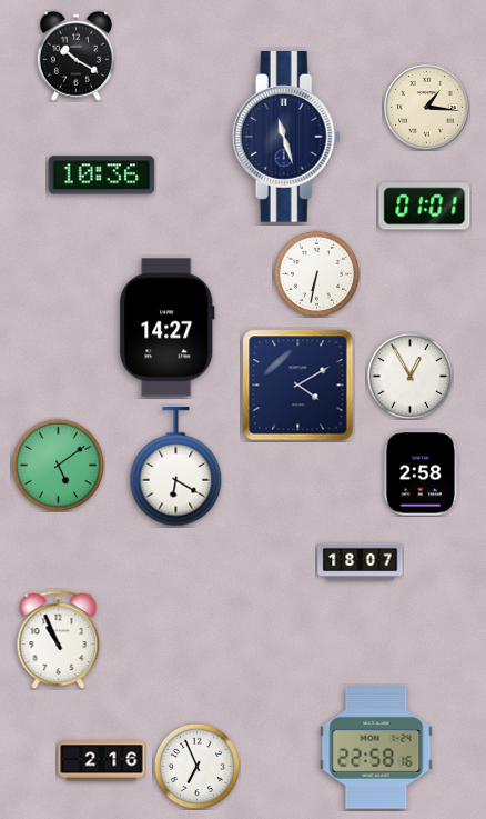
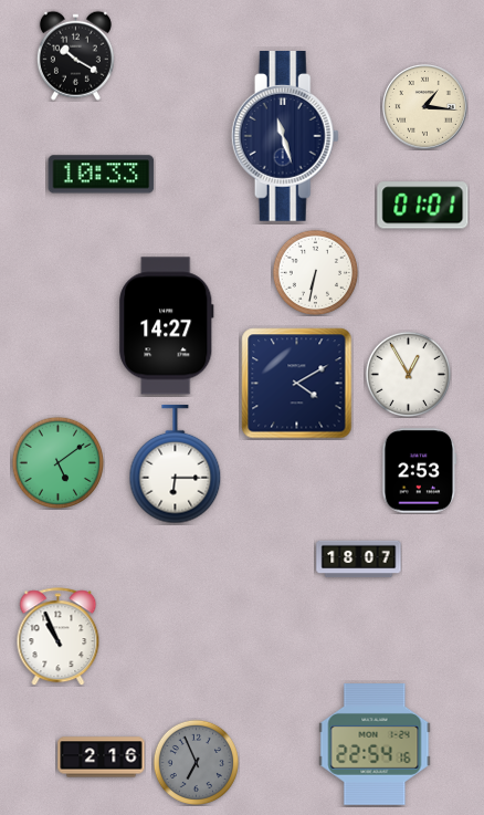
clock at (102, 176): 10:36 -> 10:33
clock at (176, 467): 6:20 -> 6:15
clock at (422, 473): 2:58 -> 2:53
clock at (376, 749): 22:58 -> 22:54
clock at (196, 766) dial: white -> grey
